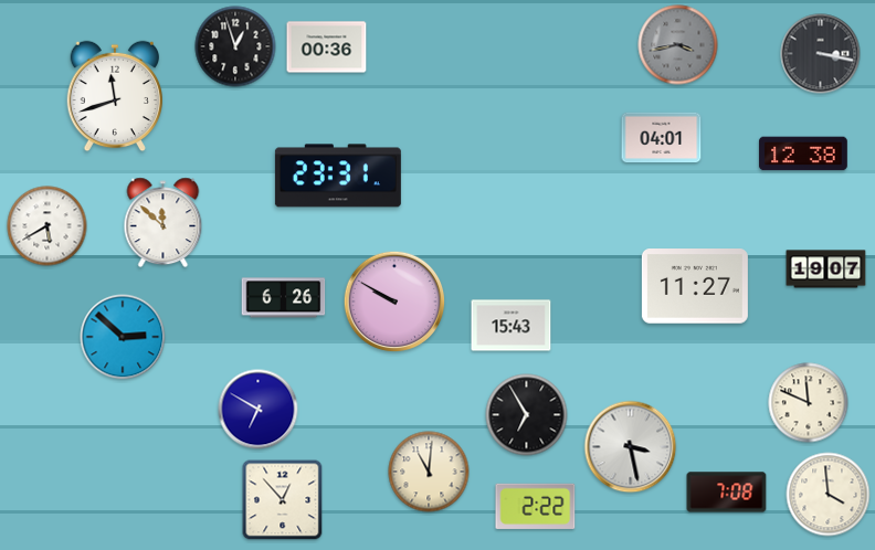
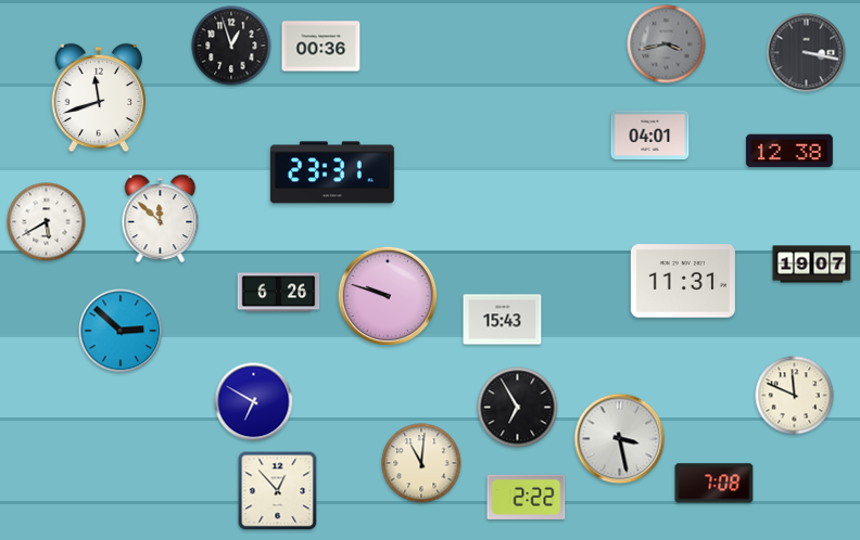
clock at (114, 96) position: (114, 96) -> (98, 98)
clock at (695, 286): 11:27 -> 11:31
clock at (394, 302): 9:50 -> 9:48
clock at (829, 495): 3:59 -> none
